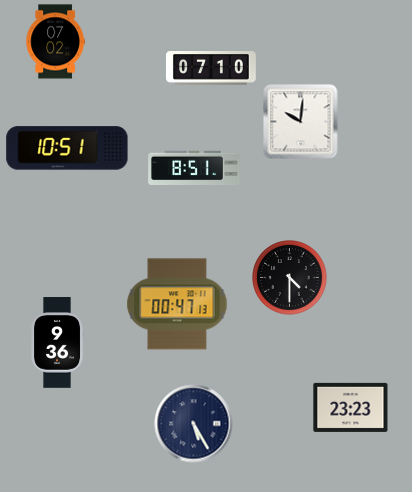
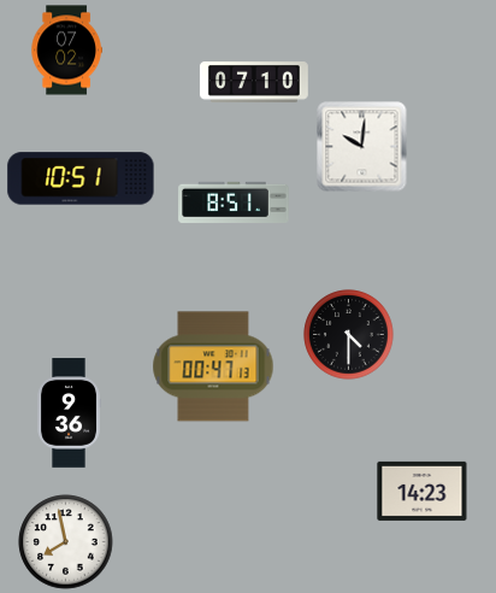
clock at (351, 407): 23:23 -> 14:23
clock at (194, 424): 5:25 -> none
clock at (66, 542): none -> 7:58
